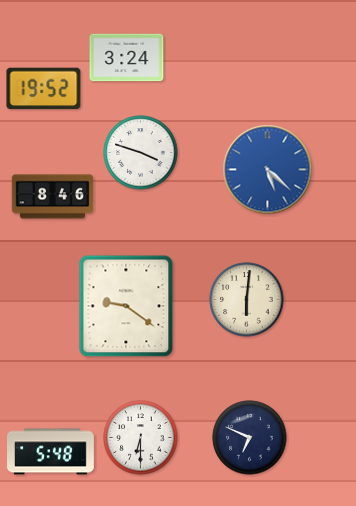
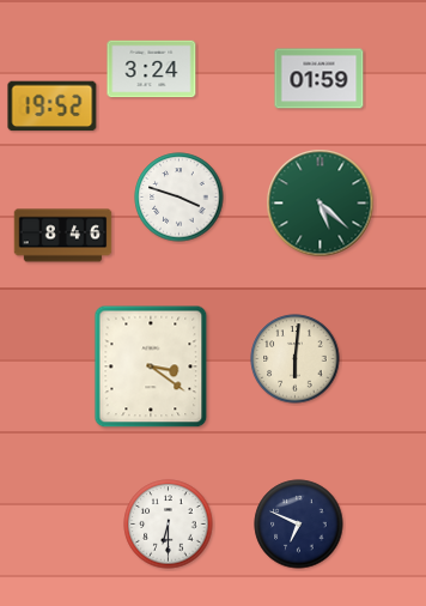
clock at (319, 79): none -> 01:59
clock at (141, 153) position: (141, 153) -> (179, 198)
clock at (268, 170) dial: blue -> green
clock at (126, 306): 9:21 -> 3:21
clock at (51, 452): 5:48 -> none
